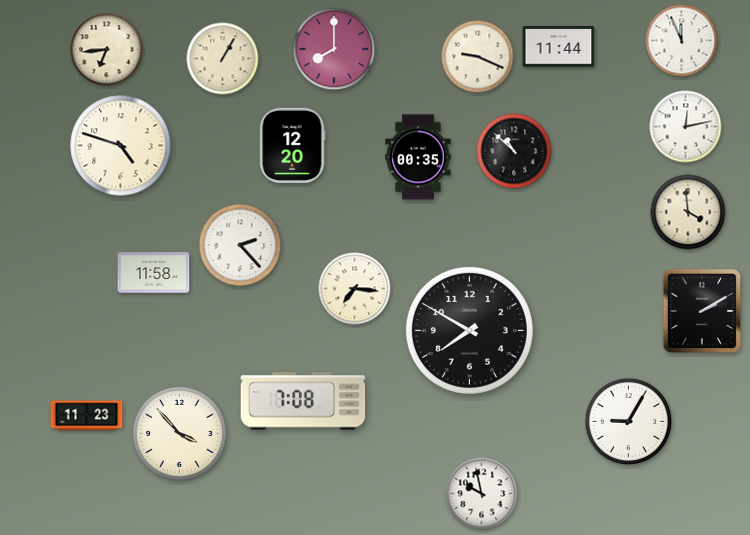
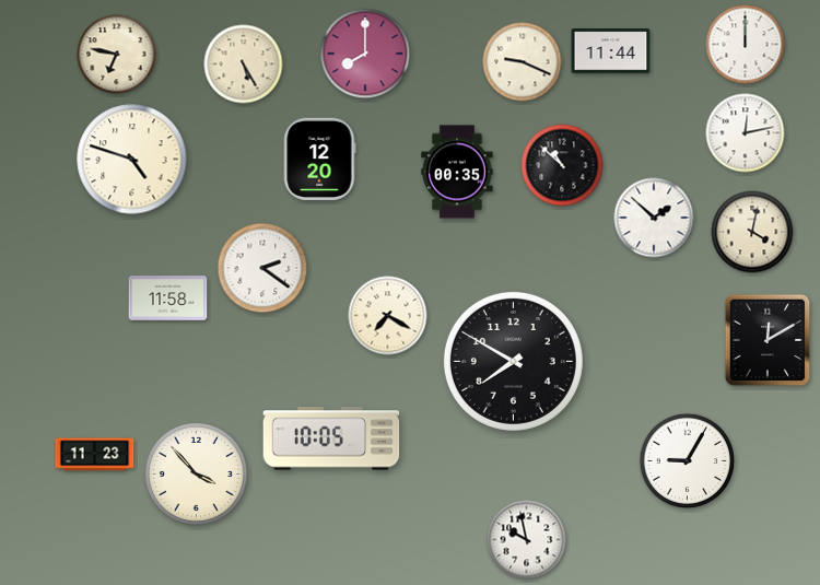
clock at (682, 41): 11:56 -> 12:00
clock at (107, 50): 6:44 -> 6:47
clock at (223, 59): 1:05 -> 5:25
clock at (686, 127) position: (686, 127) -> (746, 133)
clock at (654, 218): none -> 1:52
clock at (688, 212): 3:59 -> 4:02
clock at (240, 245): 2:23 -> 2:21
clock at (355, 289): 7:16 -> 7:20
clock at (702, 311): 2:10 -> 12:10
clock at (303, 401): 7:08 -> 10:05
